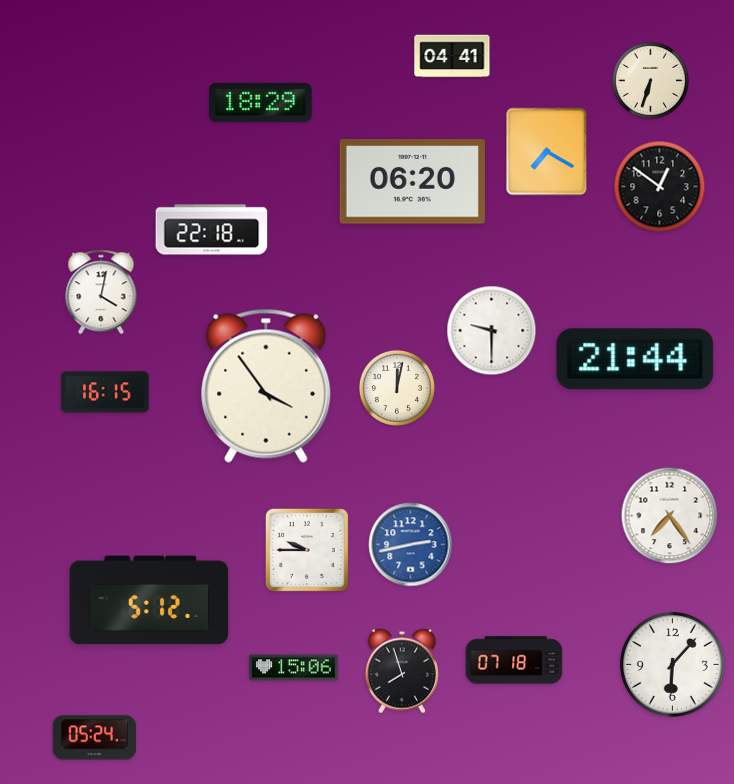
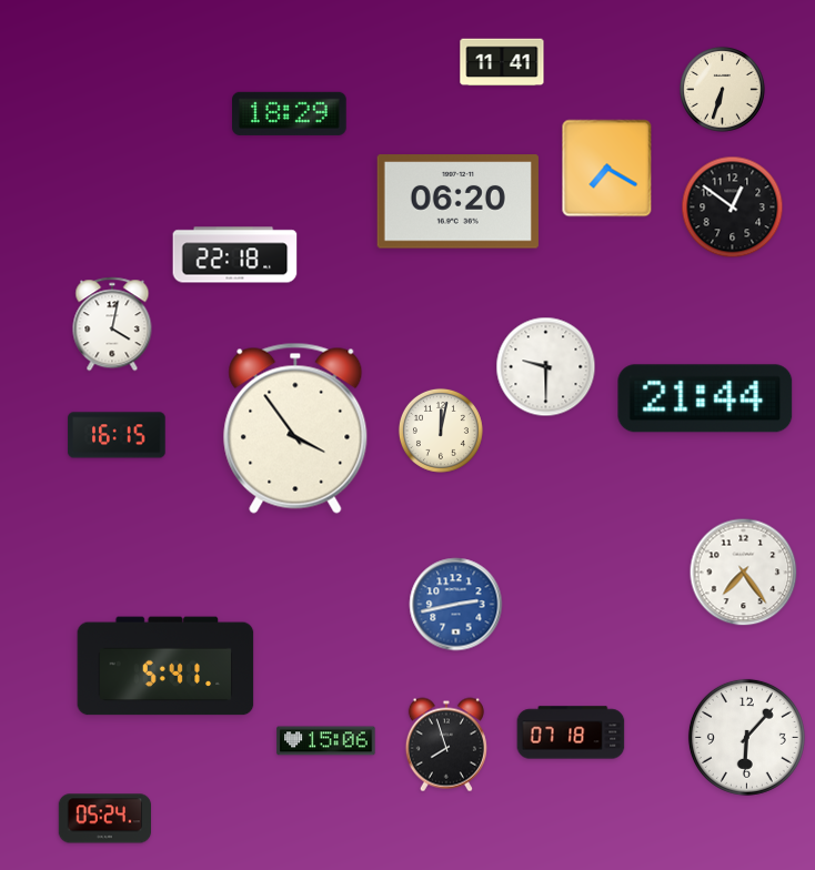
clock at (452, 56): 04:41 -> 11:41
clock at (307, 550): 9:45 -> none
clock at (149, 600): 5:12 -> 5:41
